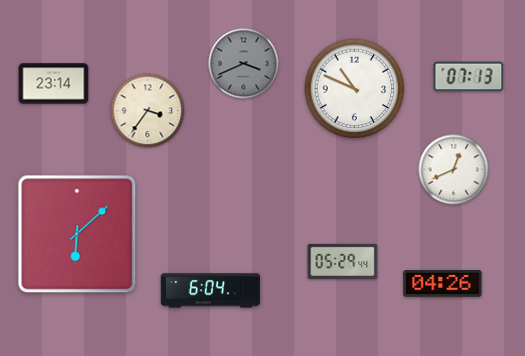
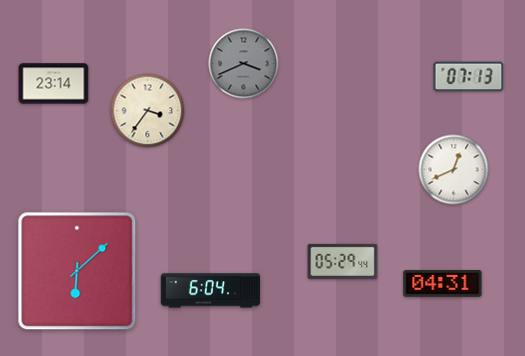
clock at (355, 89): 10:49 -> none
clock at (77, 234) position: (77, 234) -> (77, 271)
clock at (443, 284): 04:26 -> 04:31
